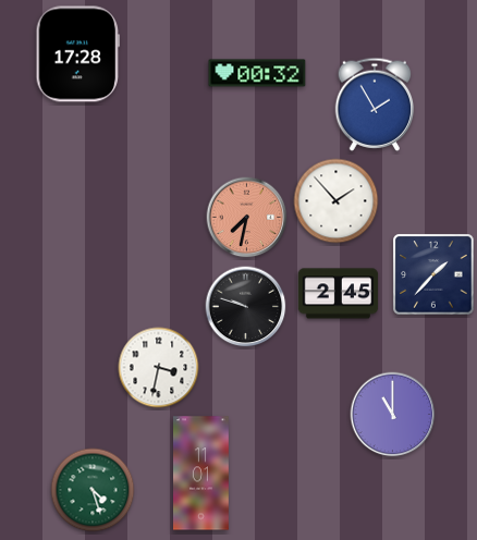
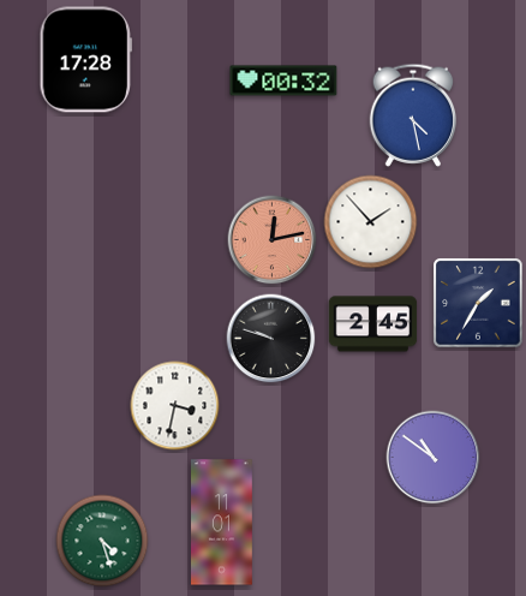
clock at (375, 105): 1:55 -> 4:28
clock at (247, 218): 7:32 -> 12:13
clock at (433, 274): 1:37 -> 1:35
clock at (393, 415): 11:00 -> 10:51
